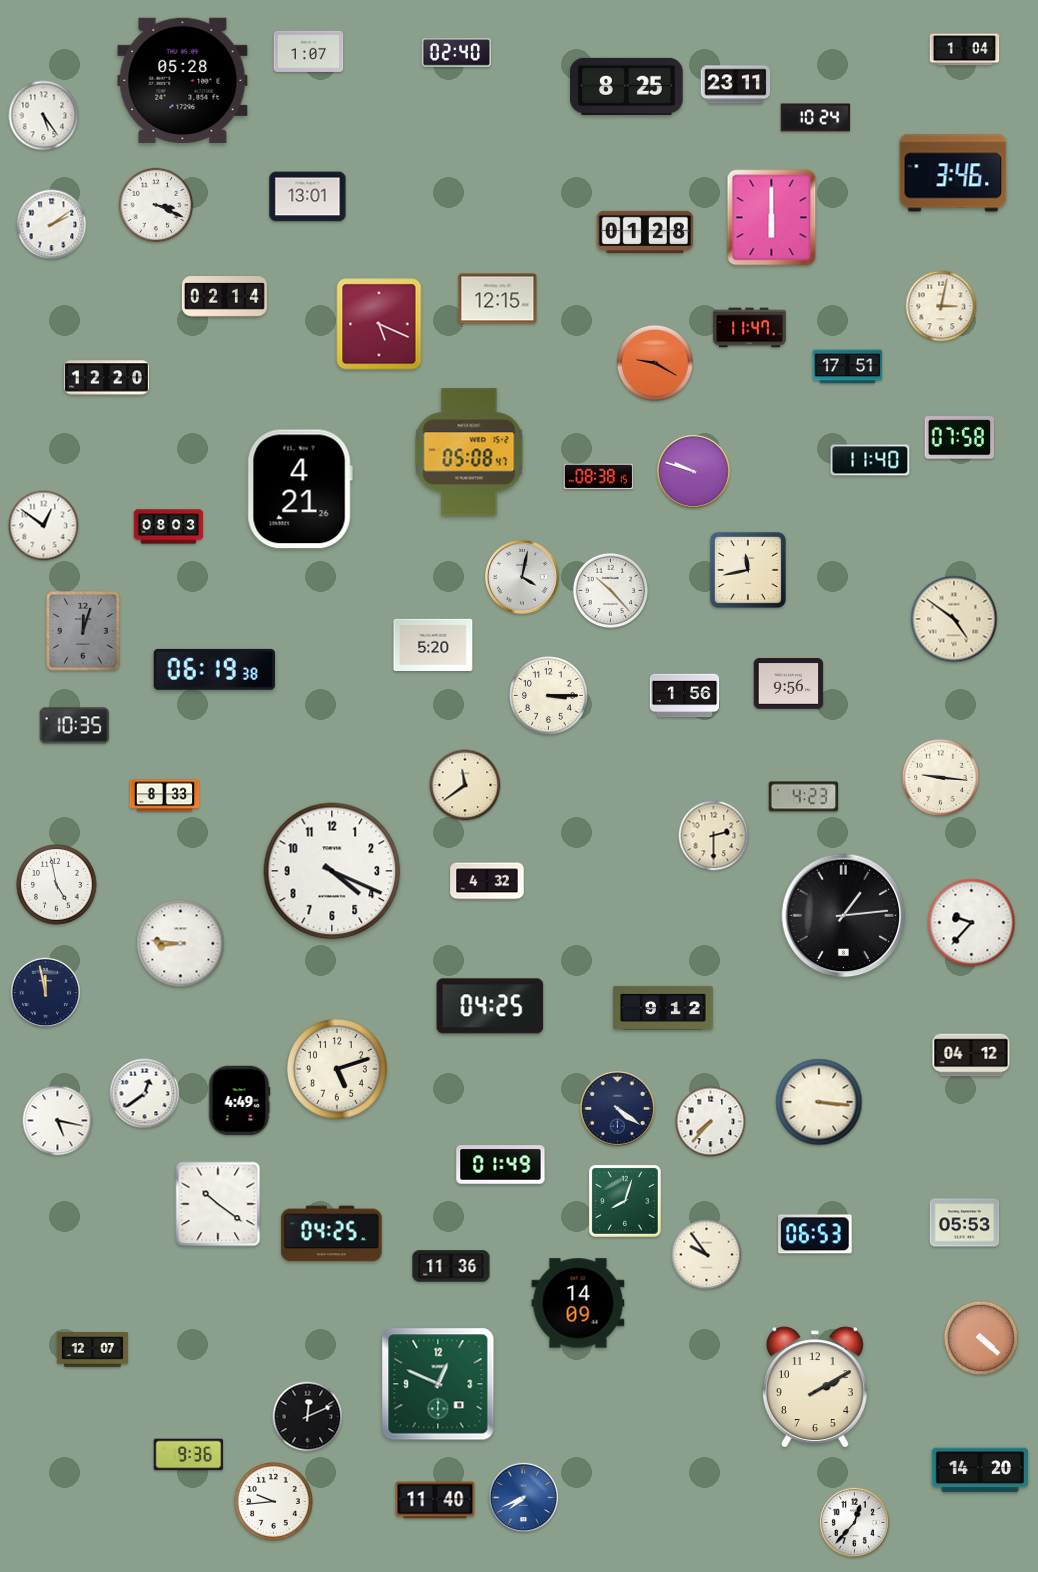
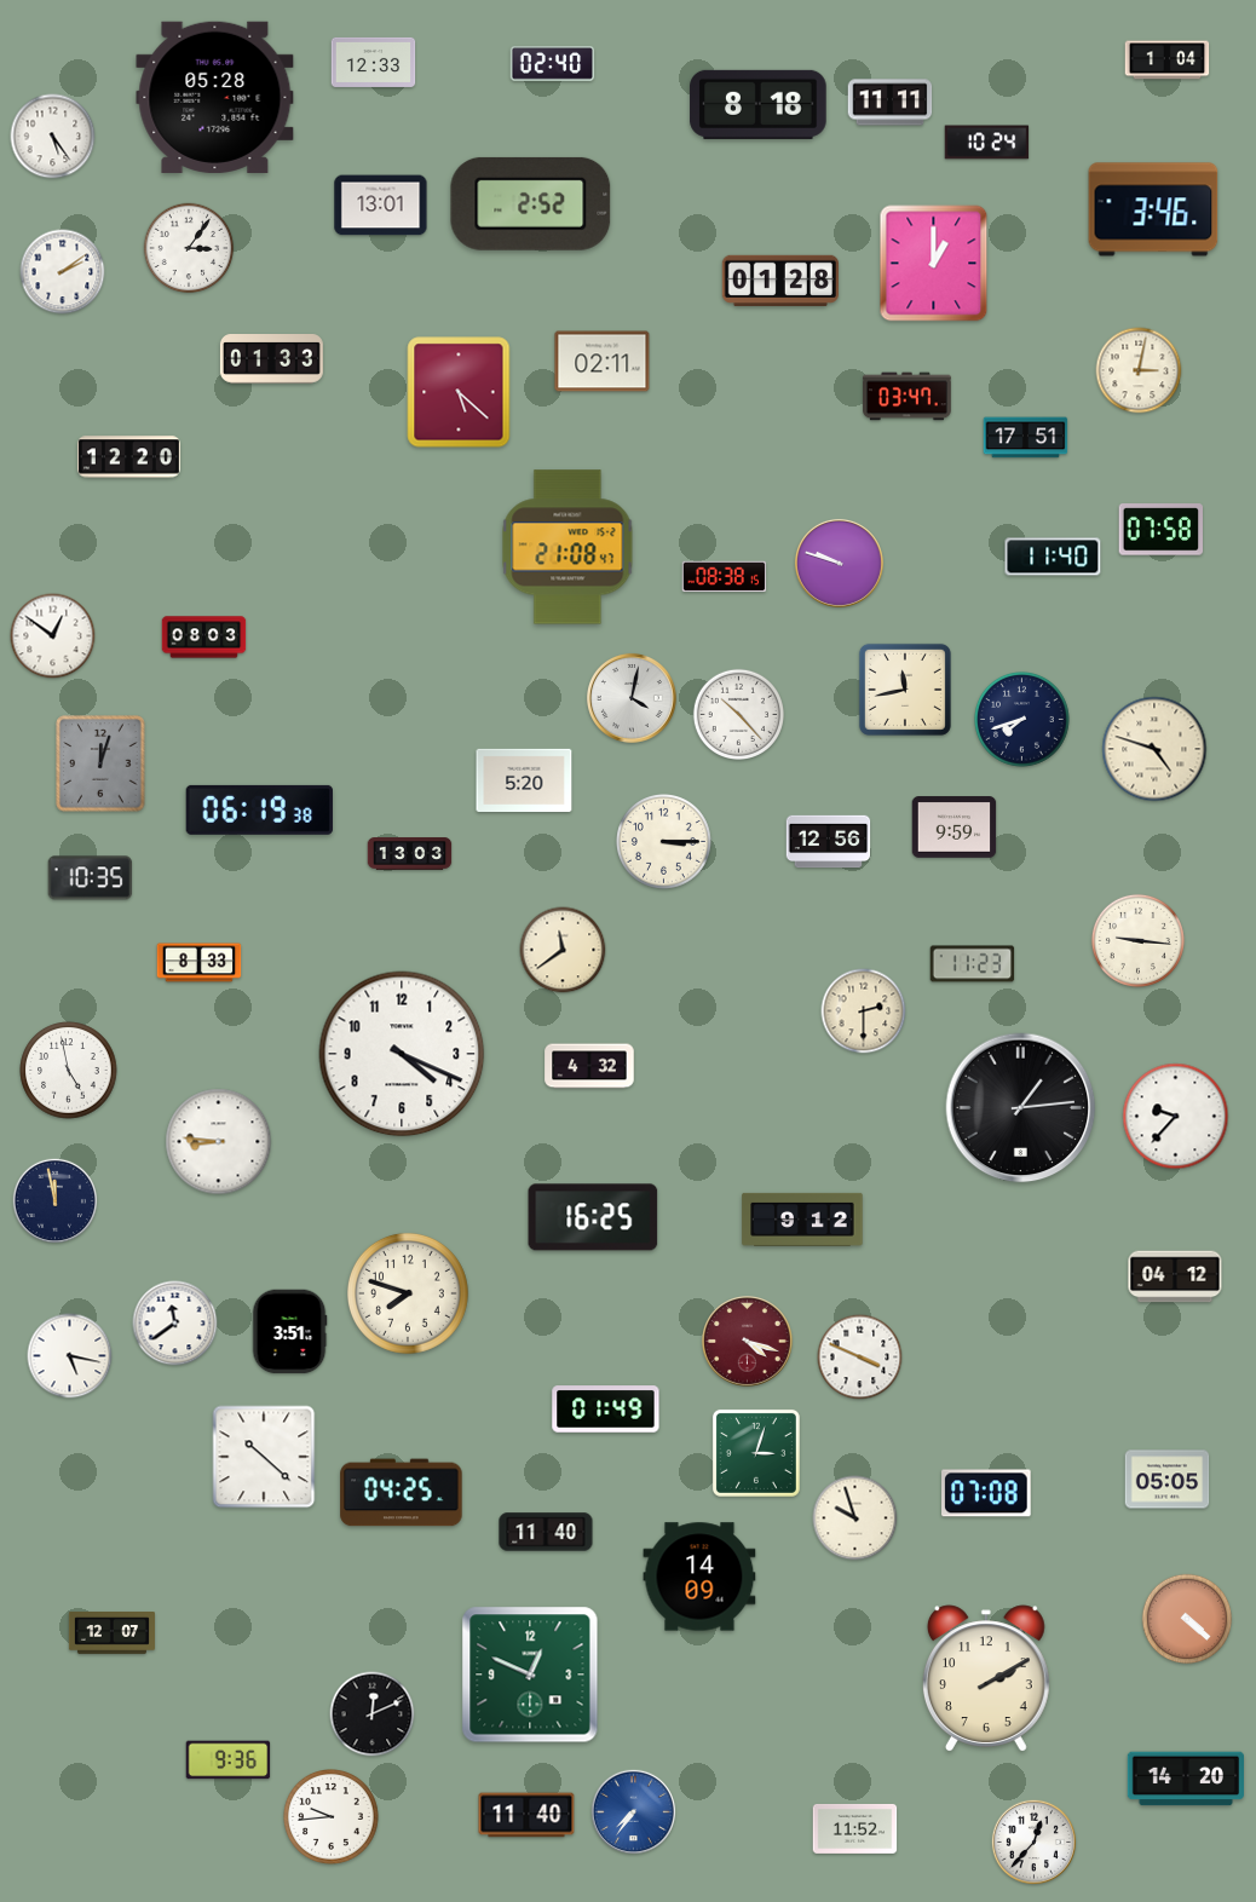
clock at (309, 51): 1:07 -> 12:33
clock at (183, 80) position: (183, 80) -> (215, 97)
clock at (736, 85): 23:11 -> 11:11
clock at (627, 86): 8:25 -> 8:18
clock at (44, 116) position: (44, 116) -> (53, 137)
clock at (531, 203): none -> 2:52
clock at (308, 197) position: (308, 197) -> (381, 206)
clock at (156, 205): 3:19 -> 3:06
clock at (772, 218): 6:00 -> 1:00
clock at (224, 297): 02:14 -> 01:33
clock at (498, 299): 12:15 -> 02:11
clock at (379, 324): 5:19 -> 5:22
clock at (750, 328): 11:47 -> 03:47
clock at (655, 363): 9:20 -> none
clock at (848, 367) position: (848, 367) -> (1026, 438)
clock at (469, 452): 05:08 -> 21:08
clock at (693, 471) position: (693, 471) -> (839, 563)
clock at (300, 489): 4:21 -> none
clock at (1022, 720): none -> 7:42
clock at (954, 619): 4:51 -> 4:48
clock at (789, 684): 9:56 -> 9:59
clock at (685, 696): 1:56 -> 12:56
clock at (410, 854): none -> 13:03
clock at (804, 797): 4:23 -> 11:23
clock at (490, 1006): 04:25 -> 16:25
clock at (337, 1069): 5:12 -> 7:48
clock at (145, 1094): 12:39 -> 11:39
clock at (239, 1101): 4:49 -> 3:51
clock at (819, 1102): 3:16 -> none
clock at (618, 1109): 4:21 -> 4:18
clock at (618, 1109) dial: navy -> burgundy
clock at (711, 1122): 7:37 -> 3:49
clock at (625, 1201): 8:03 -> 3:03
clock at (218, 1204): 10:21 -> 10:22
clock at (965, 1223): 05:53 -> 05:05
clock at (815, 1234): 06:53 -> 07:08
clock at (707, 1255): 9:54 -> 9:57
clock at (451, 1266): 11:36 -> 11:40
clock at (524, 1498): 7:41 -> 7:36
clock at (855, 1828): none -> 11:52
